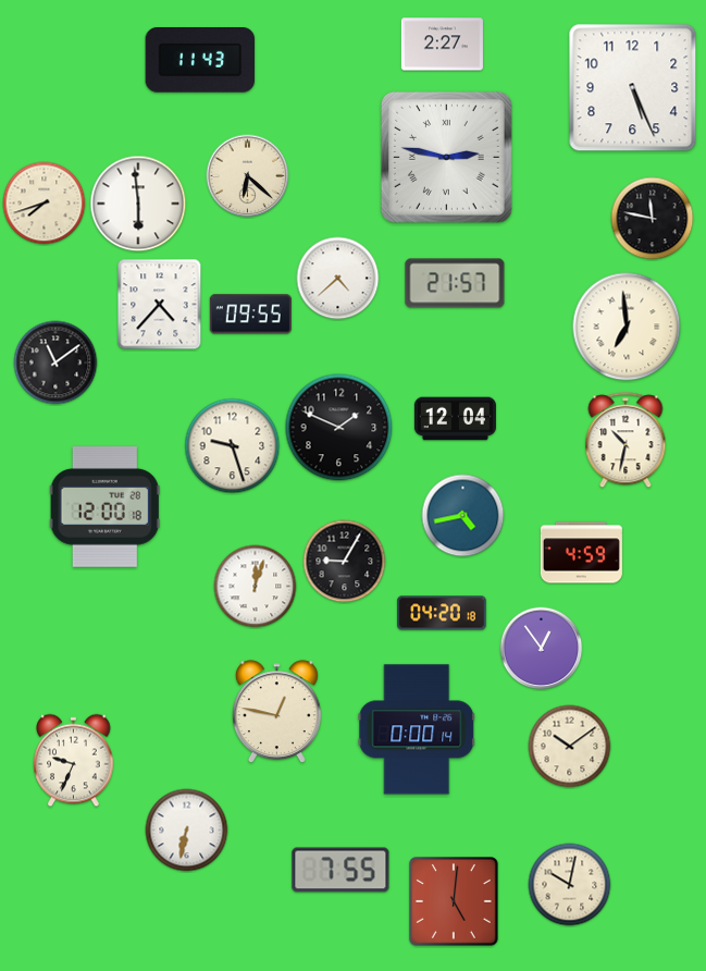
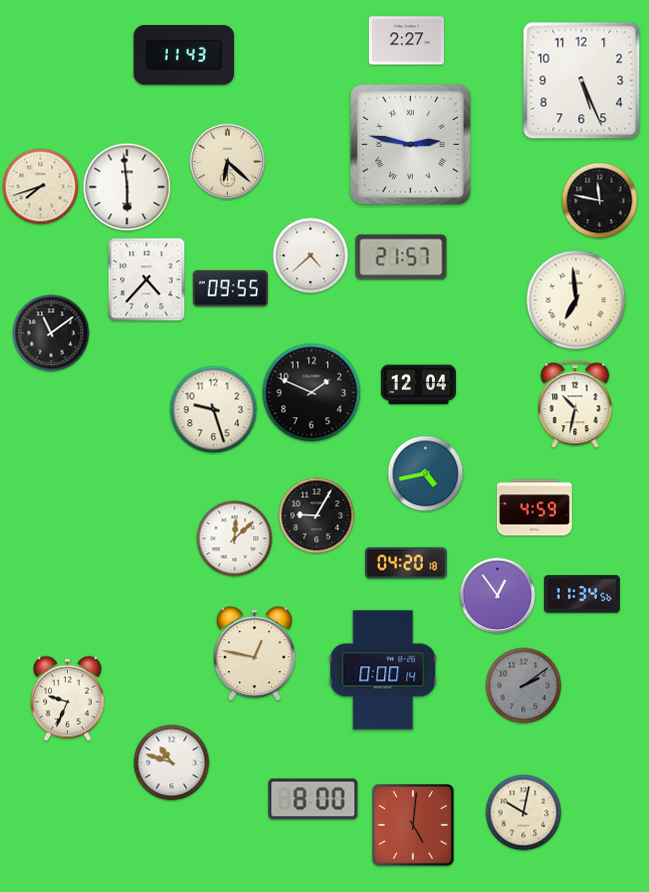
clock at (455, 283) position: (455, 283) -> (401, 257)
clock at (104, 507): 12:00 -> none
clock at (256, 587): 12:03 -> 12:08
clock at (582, 594): none -> 11:34
clock at (570, 747): 10:09 -> 2:09
clock at (570, 747) dial: cream -> grey
clock at (187, 831): 6:32 -> 10:48
clock at (340, 870): 7:55 -> 8:00
clock at (455, 902) position: (455, 902) -> (414, 826)
